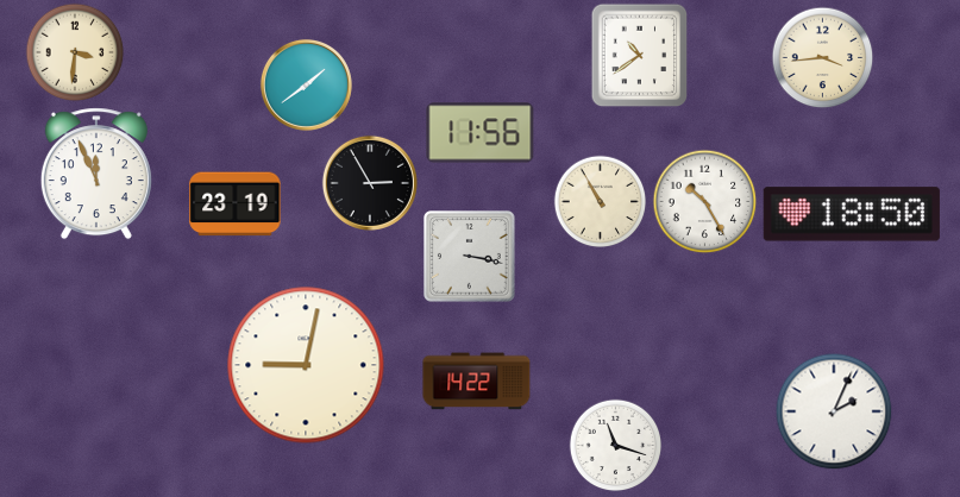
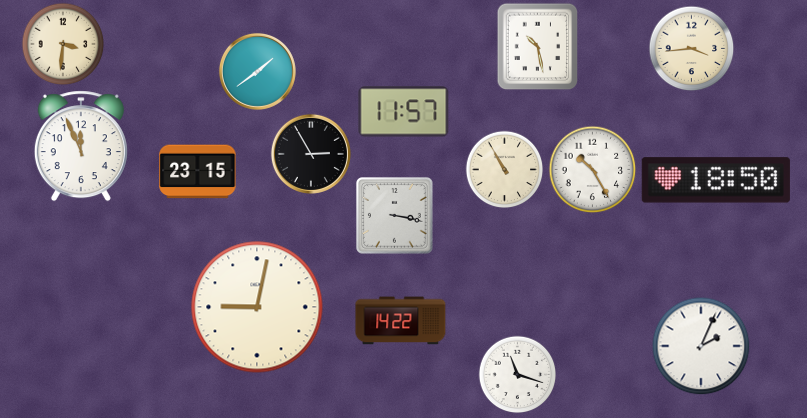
clock at (640, 55): 10:39 -> 10:28
clock at (481, 133): 11:56 -> 11:57
clock at (236, 205): 23:19 -> 23:15
